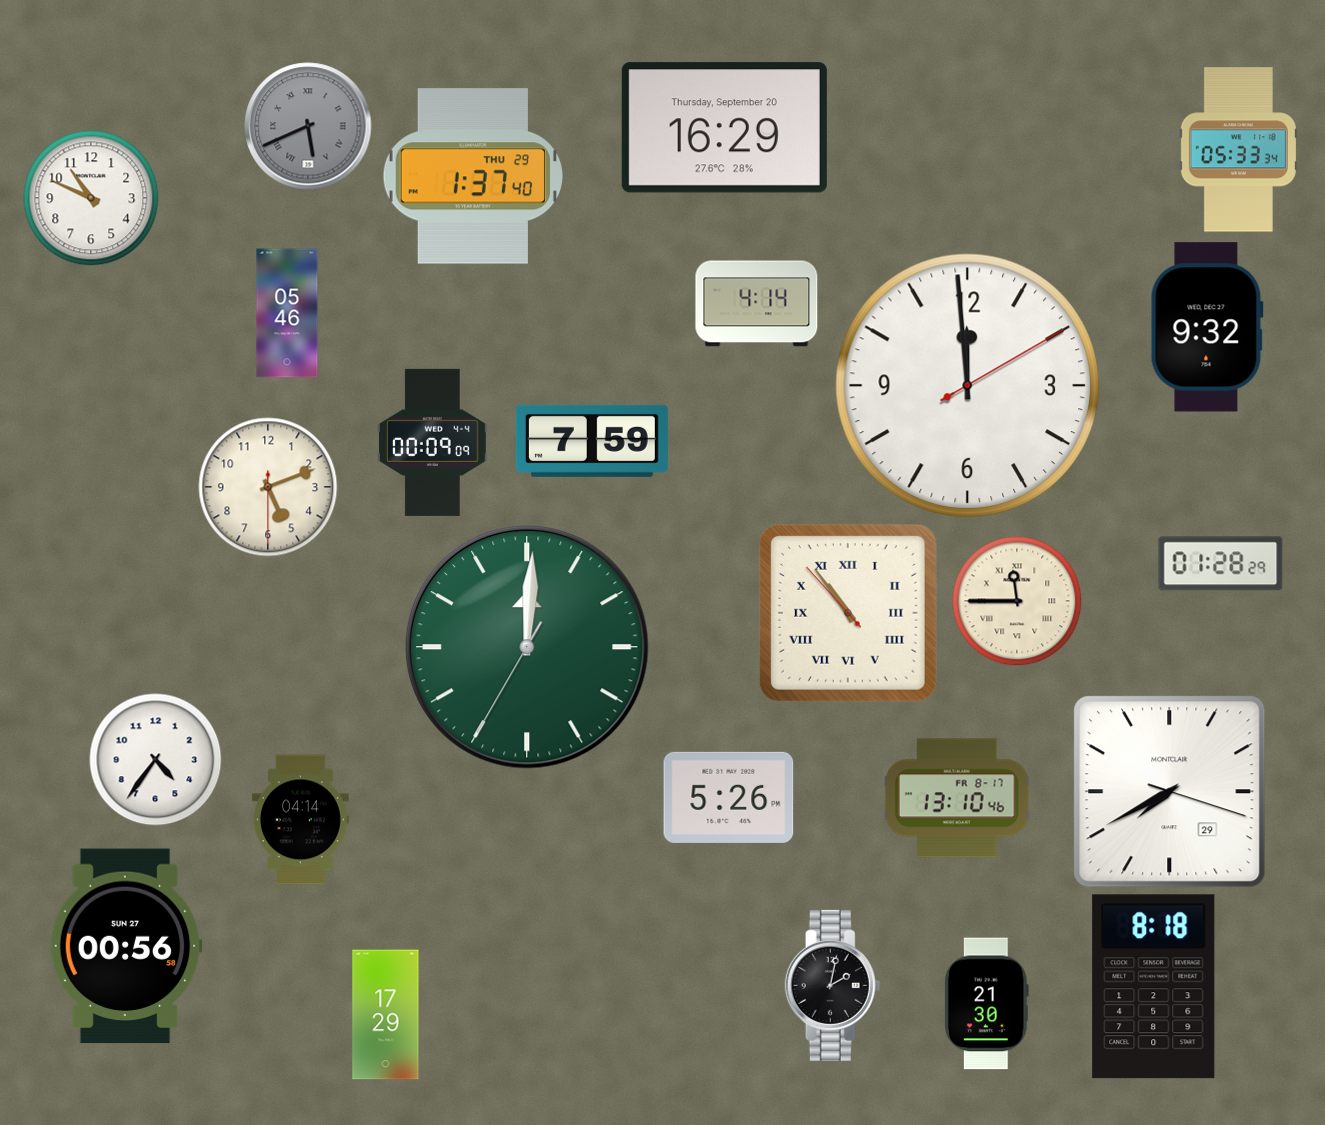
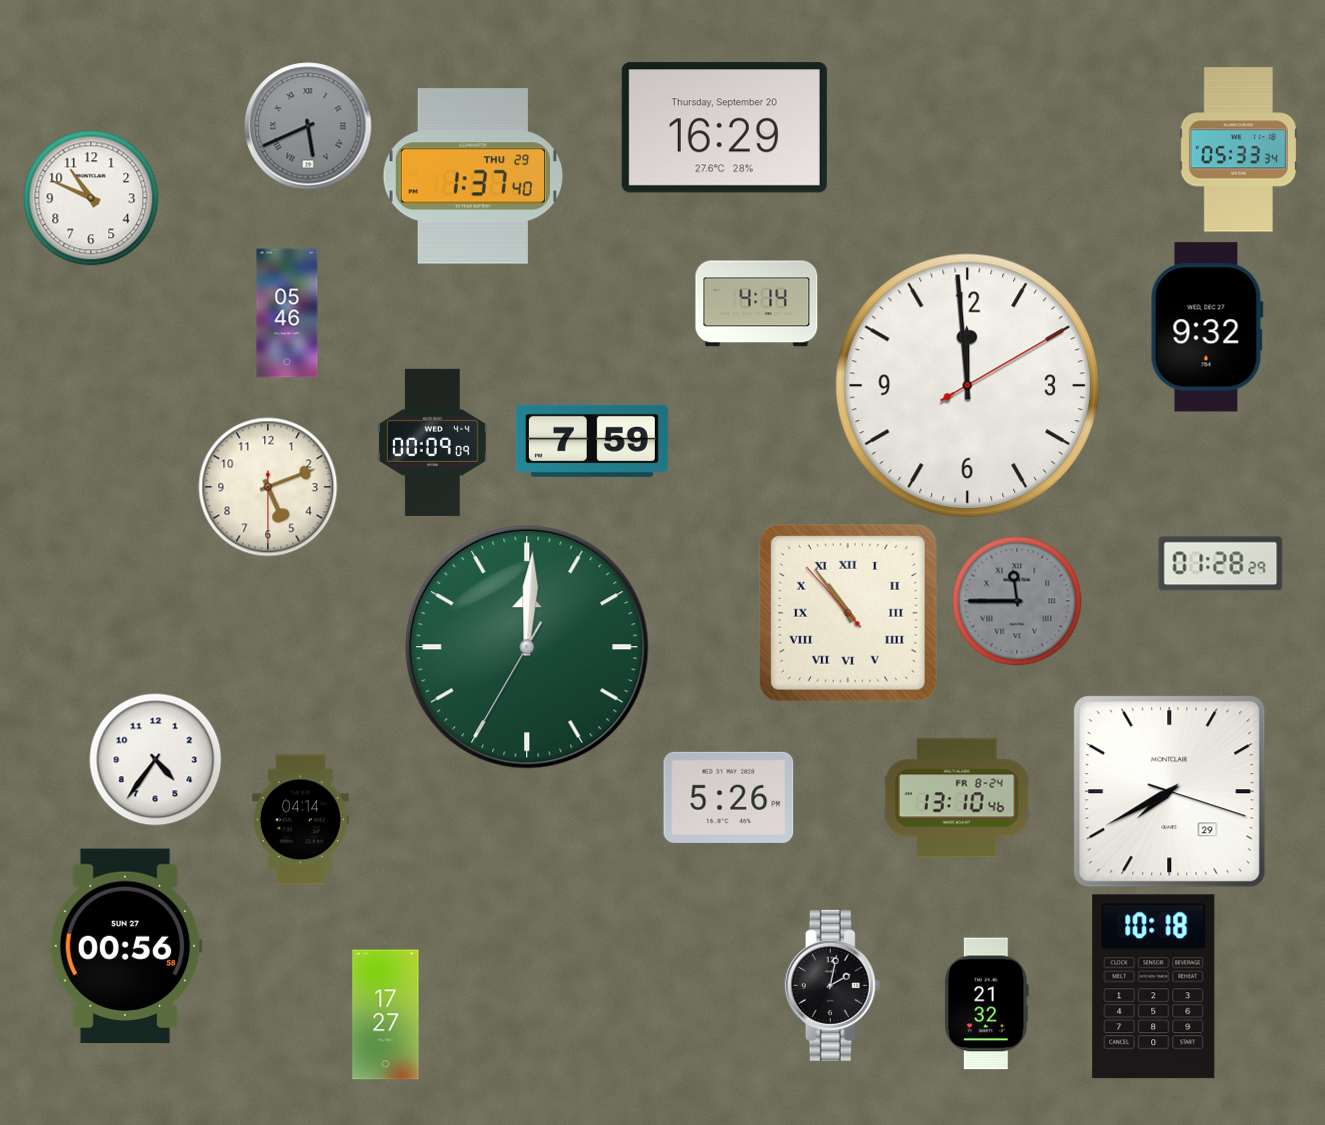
clock at (1017, 601) dial: cream -> grey
clock at (957, 798) date: FR 8-17 -> FR 8-24
clock at (1154, 987): 8:18 -> 10:18
clock at (987, 1004): 21:30 -> 21:32
clock at (386, 1015): 17:29 -> 17:27
